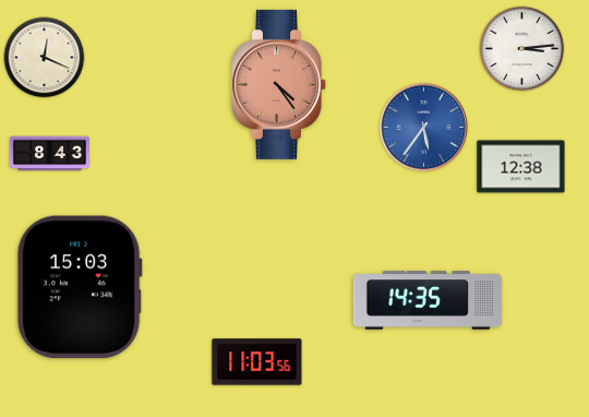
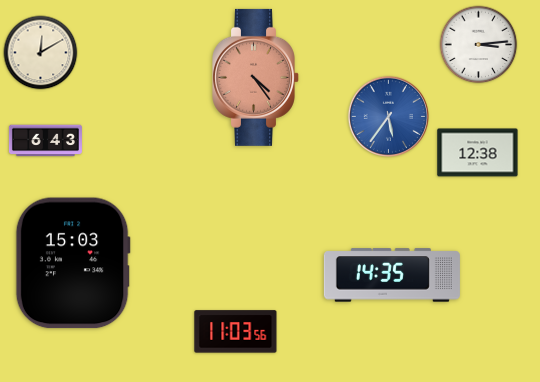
clock at (45, 58): 12:19 -> 12:10
clock at (49, 154): 8:43 -> 6:43
